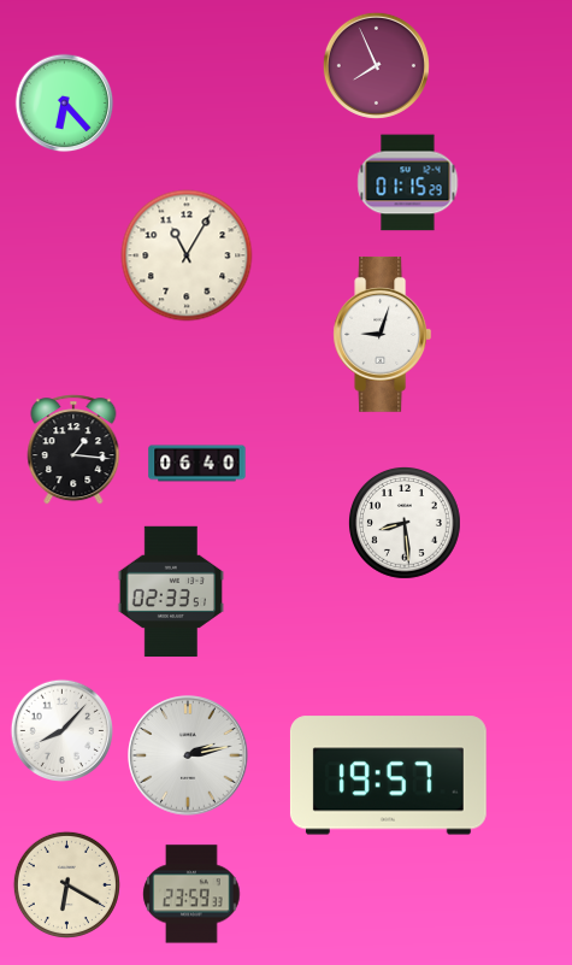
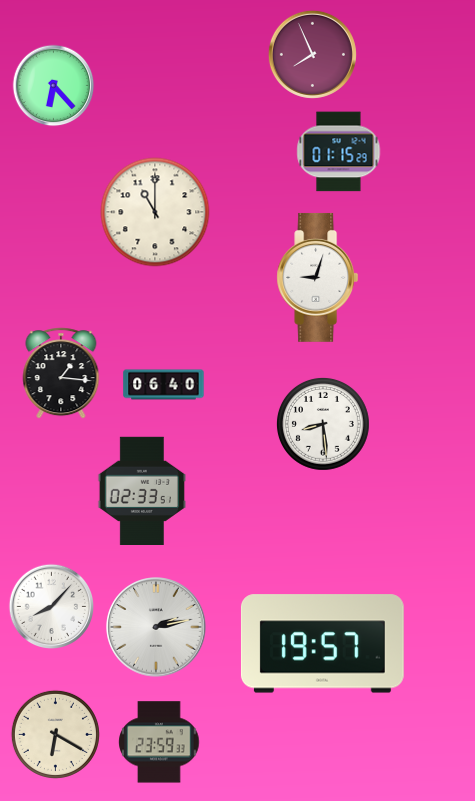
clock at (187, 255): 11:05 -> 11:00
clock at (405, 523) position: (405, 523) -> (323, 424)
